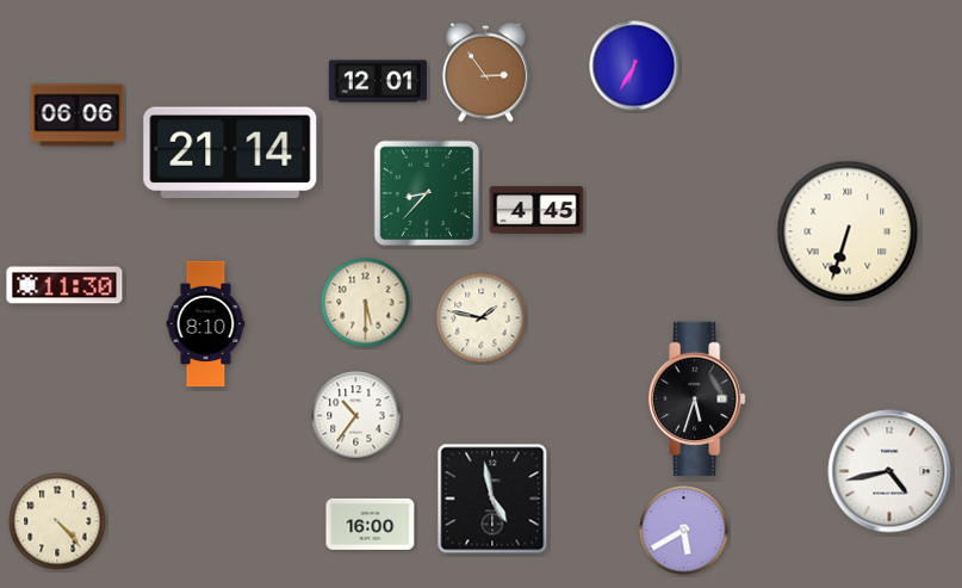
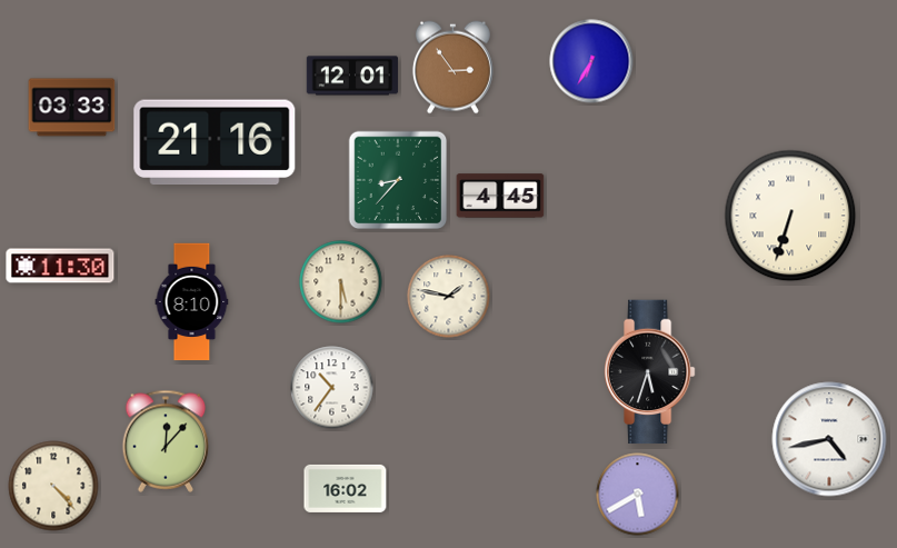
clock at (77, 116): 06:06 -> 03:33
clock at (230, 153): 21:14 -> 21:16
clock at (166, 441): none -> 12:07
clock at (492, 499): 4:58 -> none
clock at (371, 524): 16:00 -> 16:02
